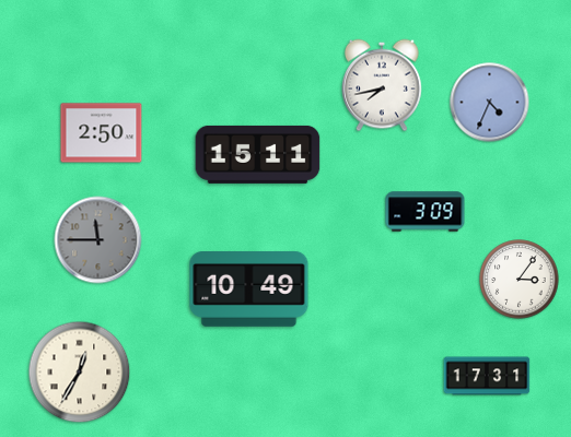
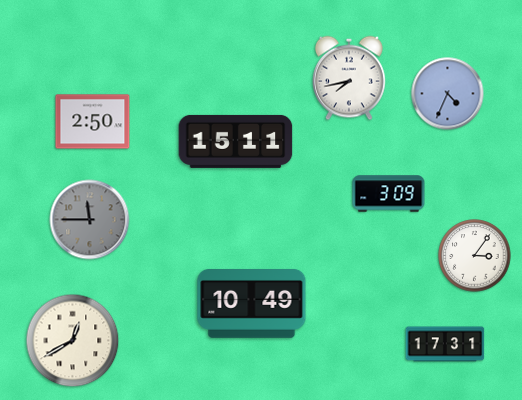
clock at (249, 290) position: (249, 290) -> (252, 304)
clock at (80, 373): 12:35 -> 12:40
